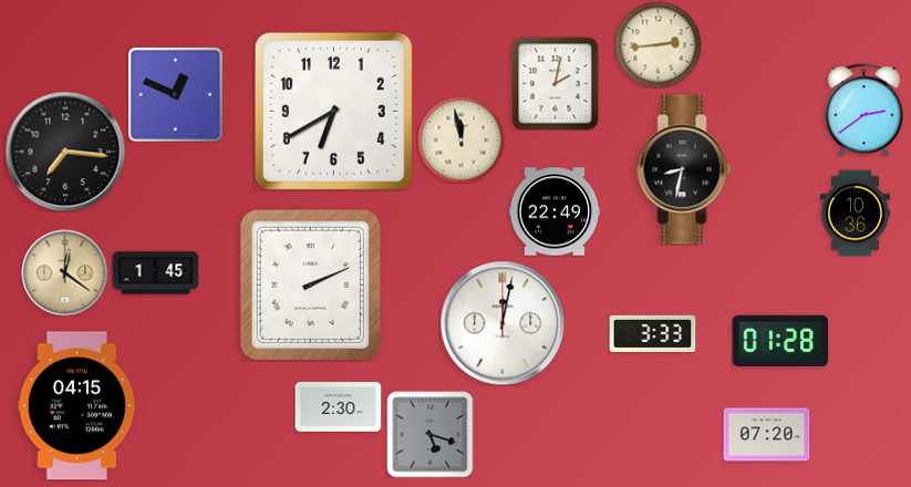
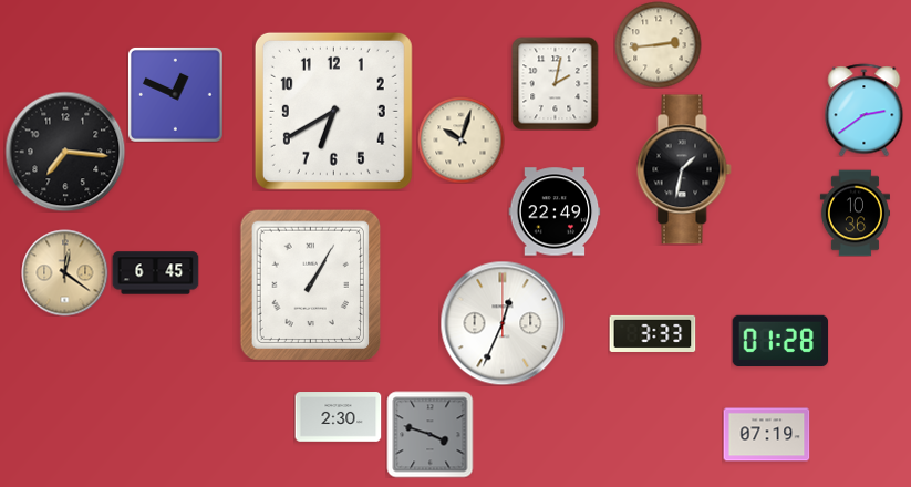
clock at (460, 139): 11:58 -> 10:03
clock at (684, 169): 8:32 -> 1:32
clock at (155, 273): 1:45 -> 6:45
clock at (311, 284): 2:11 -> 1:05
clock at (503, 323): 12:02 -> 12:34
clock at (77, 406): 04:15 -> none
clock at (338, 407) position: (338, 407) -> (338, 417)
clock at (429, 434): 5:18 -> 3:48
clock at (766, 435): 07:20 -> 07:19
